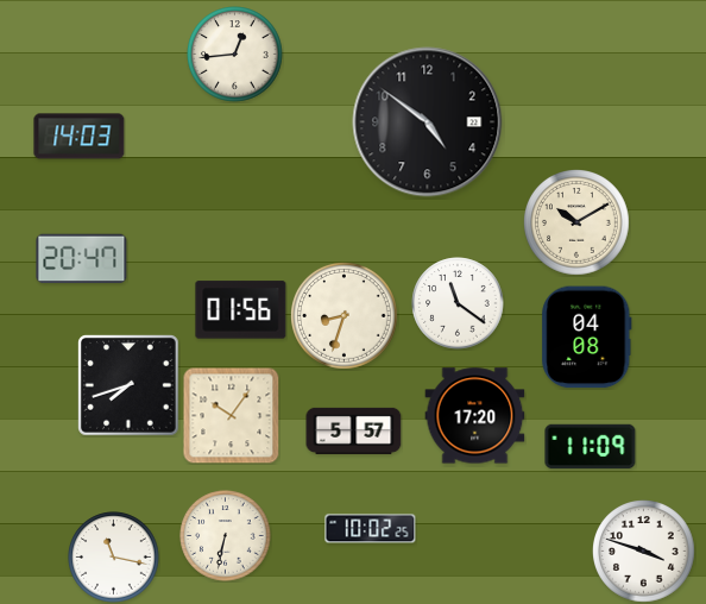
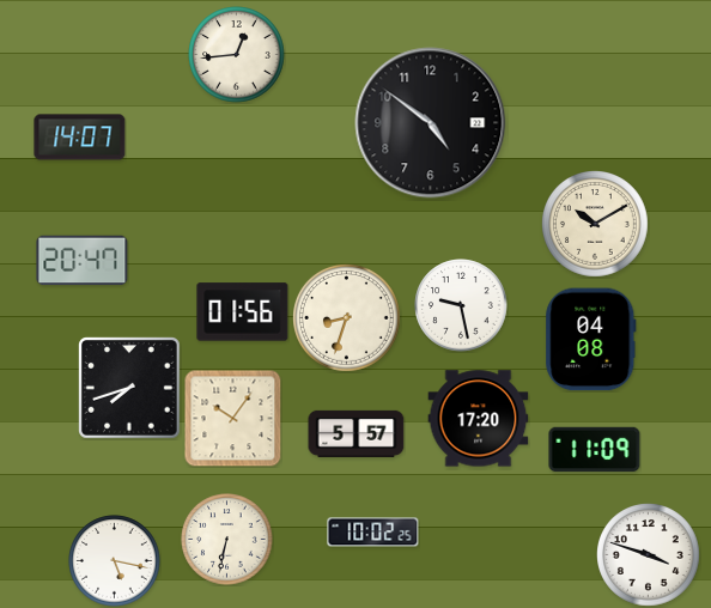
clock at (80, 137): 14:03 -> 14:07
clock at (578, 224) position: (578, 224) -> (596, 225)
clock at (458, 303): 11:21 -> 9:28
clock at (114, 558): 11:17 -> 5:17
